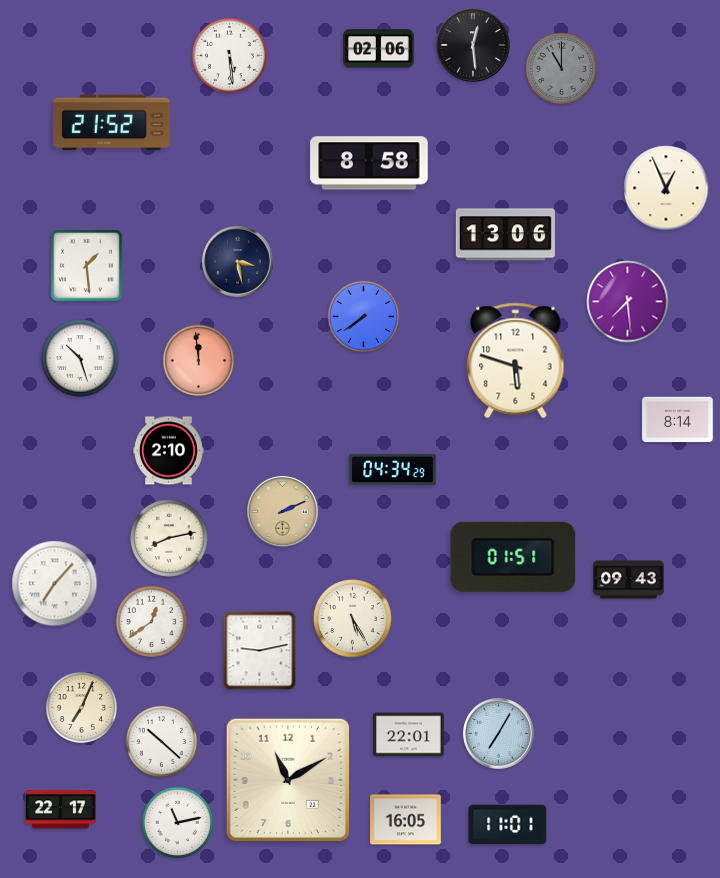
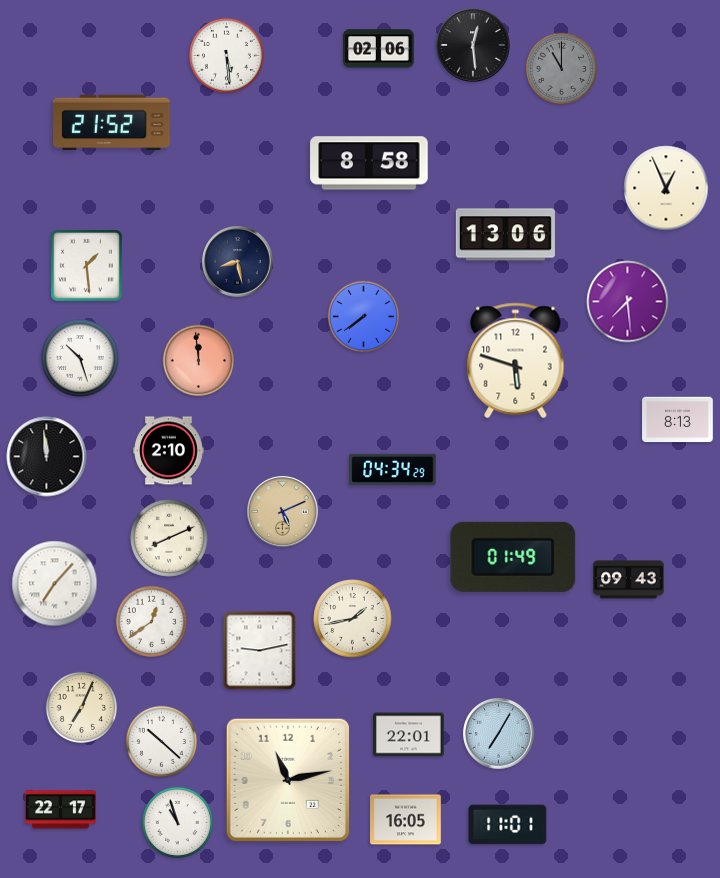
clock at (229, 55) position: (229, 55) -> (226, 55)
clock at (238, 262): 3:28 -> 8:28
clock at (678, 420): 8:14 -> 8:13
clock at (47, 457): none -> 11:59
clock at (283, 512): 2:11 -> 5:11
clock at (169, 538): 8:13 -> 8:11
clock at (513, 557): 01:51 -> 01:49
clock at (353, 619): 5:25 -> 1:43
clock at (288, 780): 11:10 -> 11:13
clock at (178, 823): 11:13 -> 10:57
